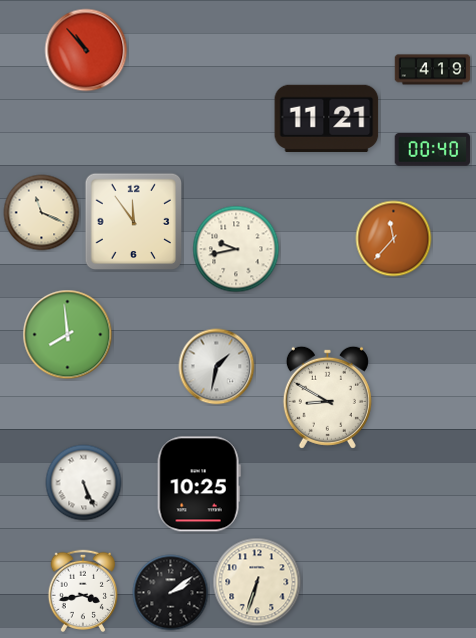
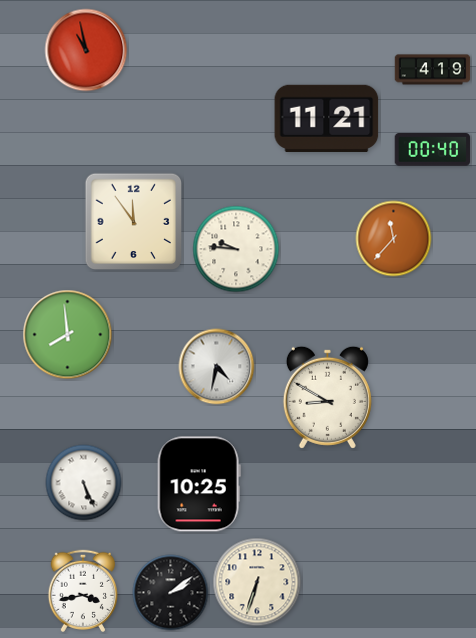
clock at (86, 50): 10:53 -> 10:58
clock at (42, 213): 11:19 -> none
clock at (236, 249): 9:43 -> 9:46
clock at (217, 367): 1:32 -> 4:32
